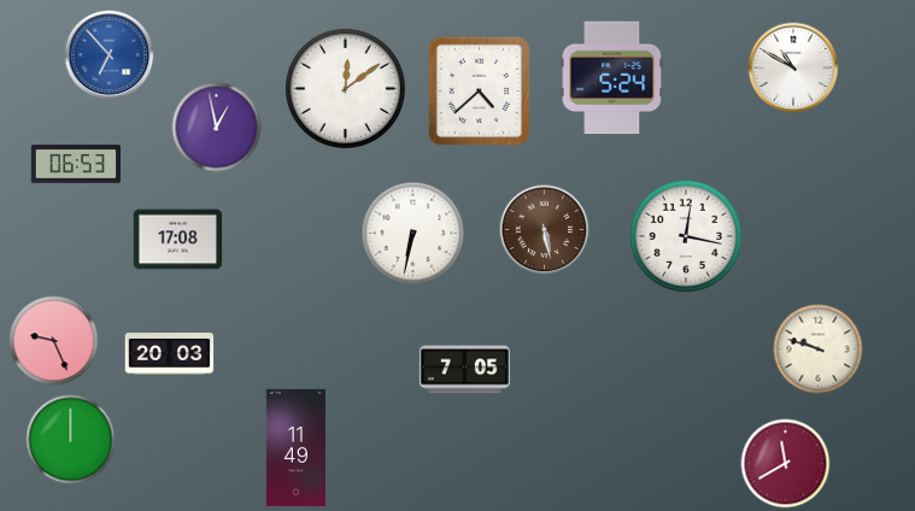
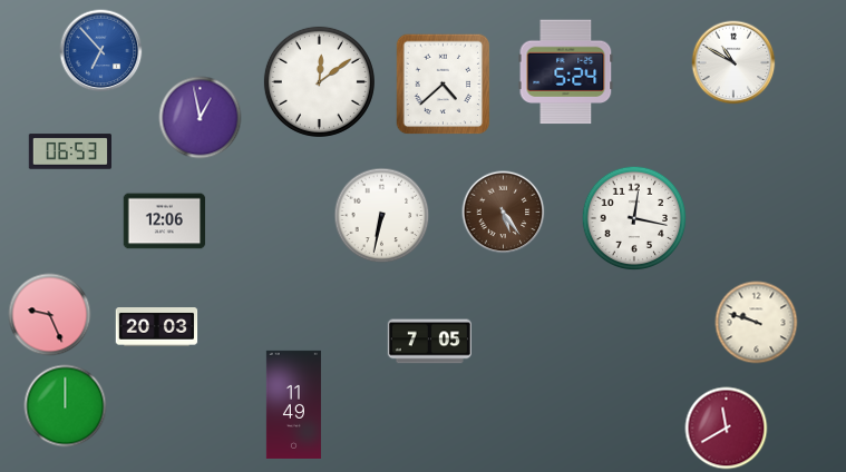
clock at (545, 230): 5:28 -> 5:24
clock at (178, 240): 17:08 -> 12:06
clock at (295, 447) position: (295, 447) -> (293, 404)
